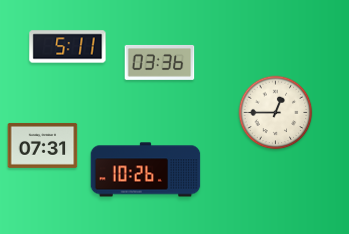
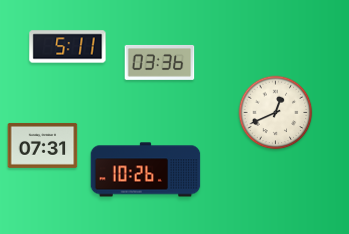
clock at (276, 113): 12:45 -> 12:41
